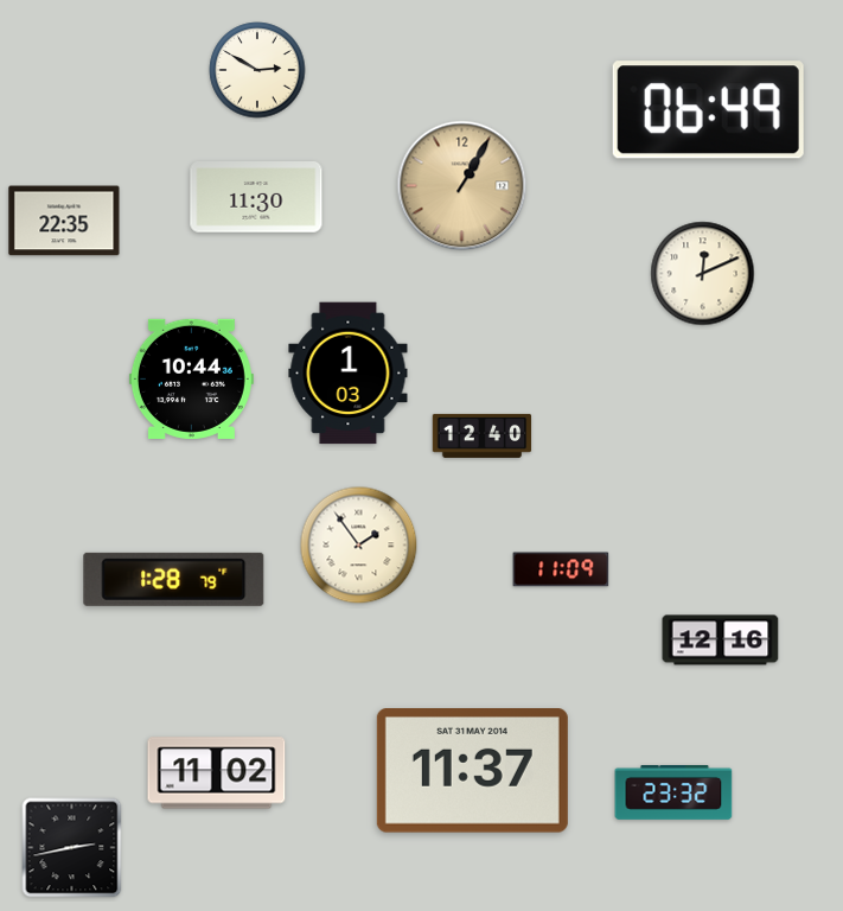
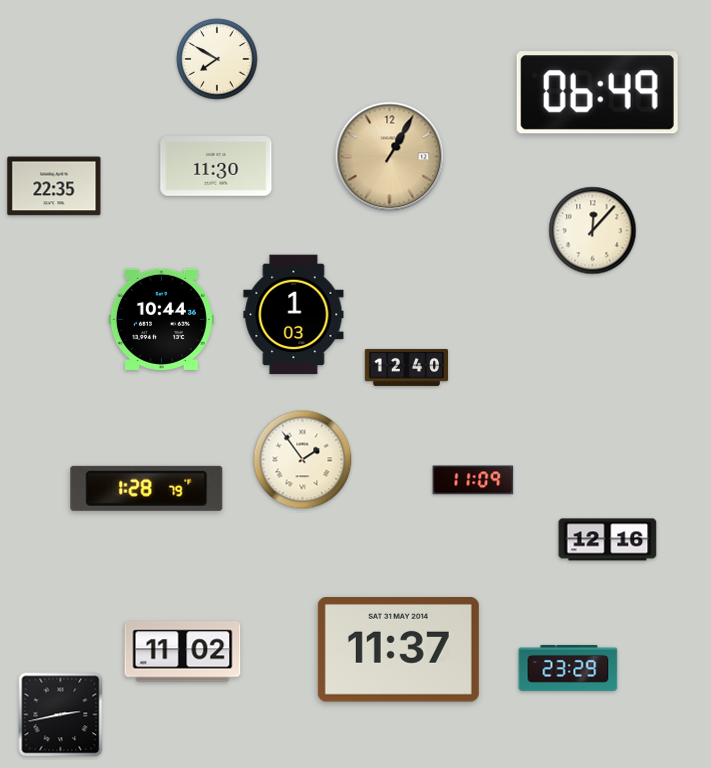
clock at (257, 70): 2:50 -> 7:50
clock at (703, 274): 12:11 -> 12:07
clock at (673, 792): 23:32 -> 23:29
